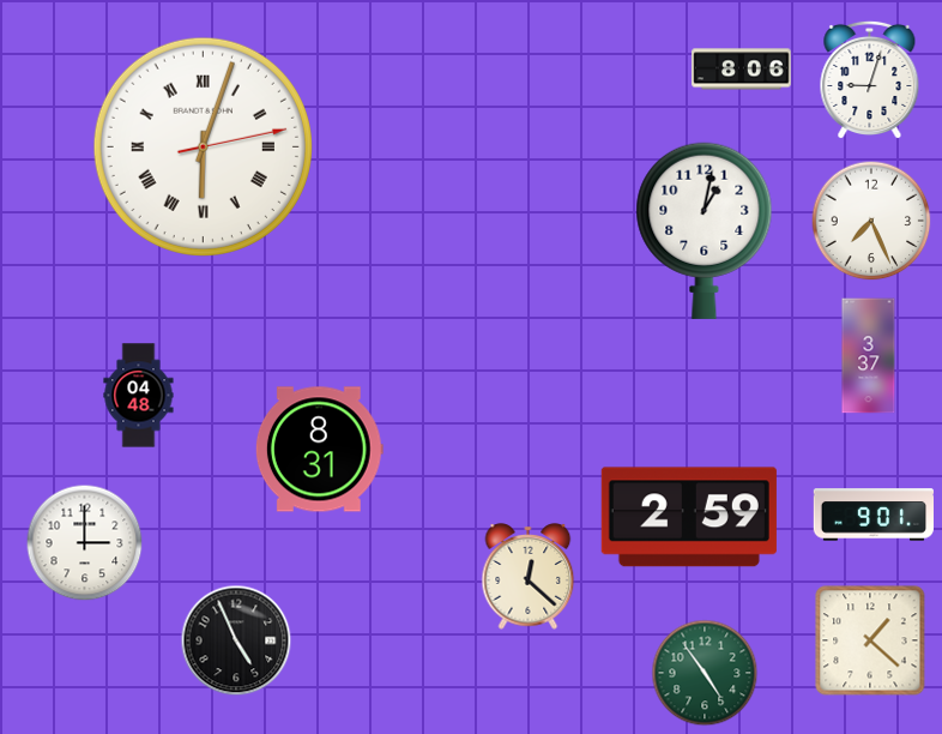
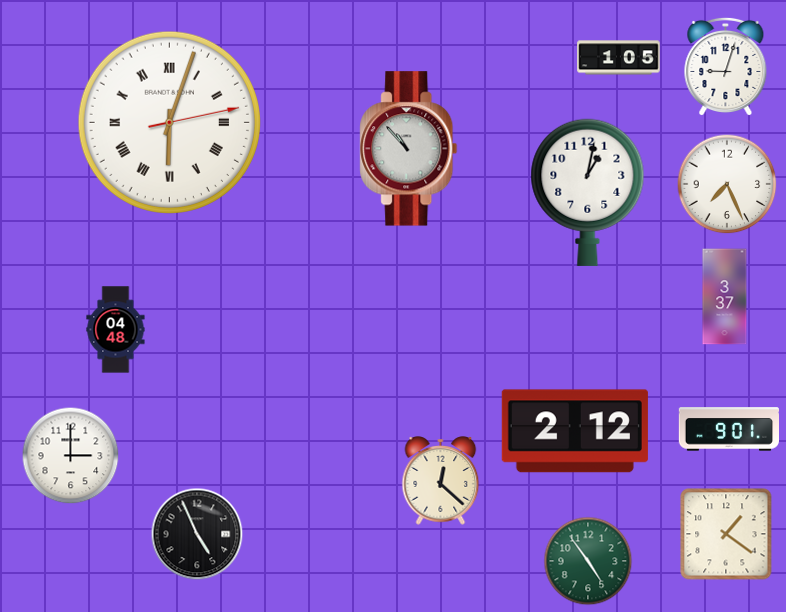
clock at (742, 70): 8:06 -> 1:05
clock at (409, 149): none -> 10:53
clock at (319, 450): 8:31 -> none
clock at (689, 517): 2:59 -> 2:12
clock at (85, 543) position: (85, 543) -> (71, 456)
clock at (870, 640): 1:22 -> 1:21
